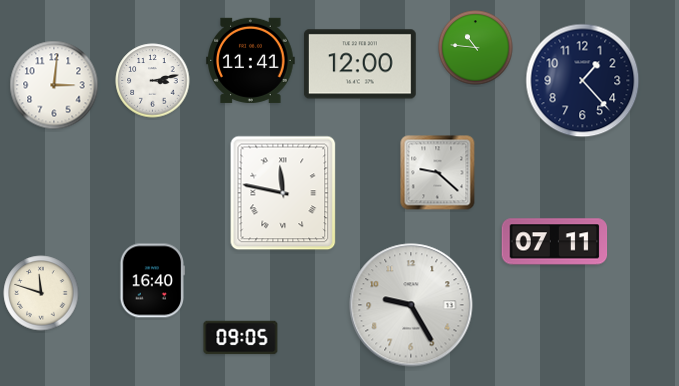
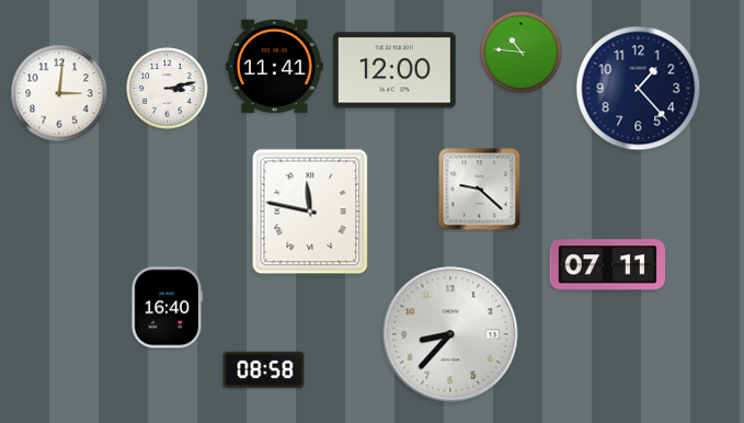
clock at (41, 293): 11:48 -> none
clock at (411, 305): 9:25 -> 8:37
clock at (241, 338): 09:05 -> 08:58
